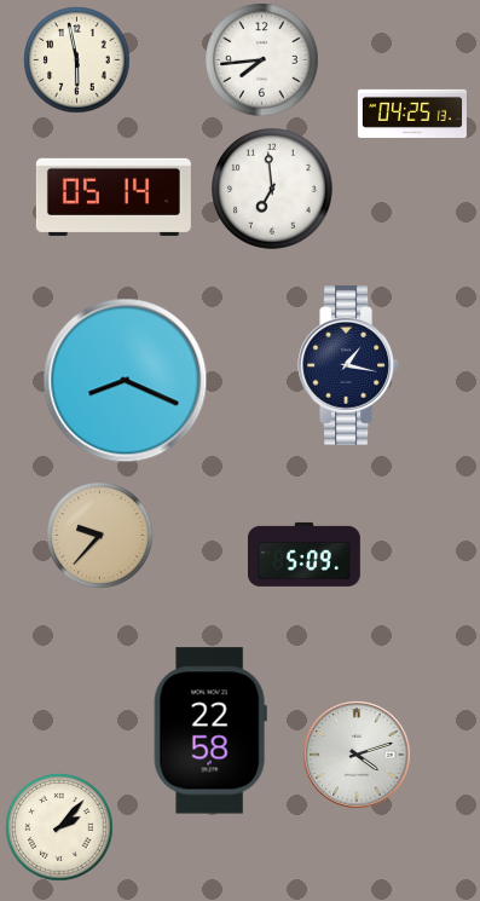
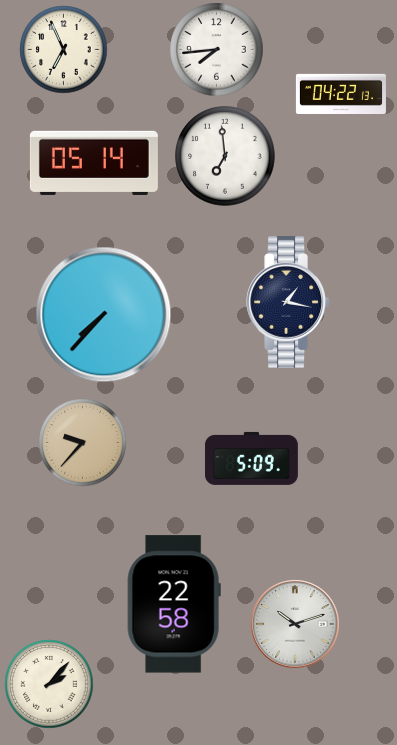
clock at (77, 60): 5:58 -> 6:56
clock at (412, 114): 04:25 -> 04:22
clock at (126, 381): 8:19 -> 7:37
clock at (357, 755): 4:12 -> 10:12
